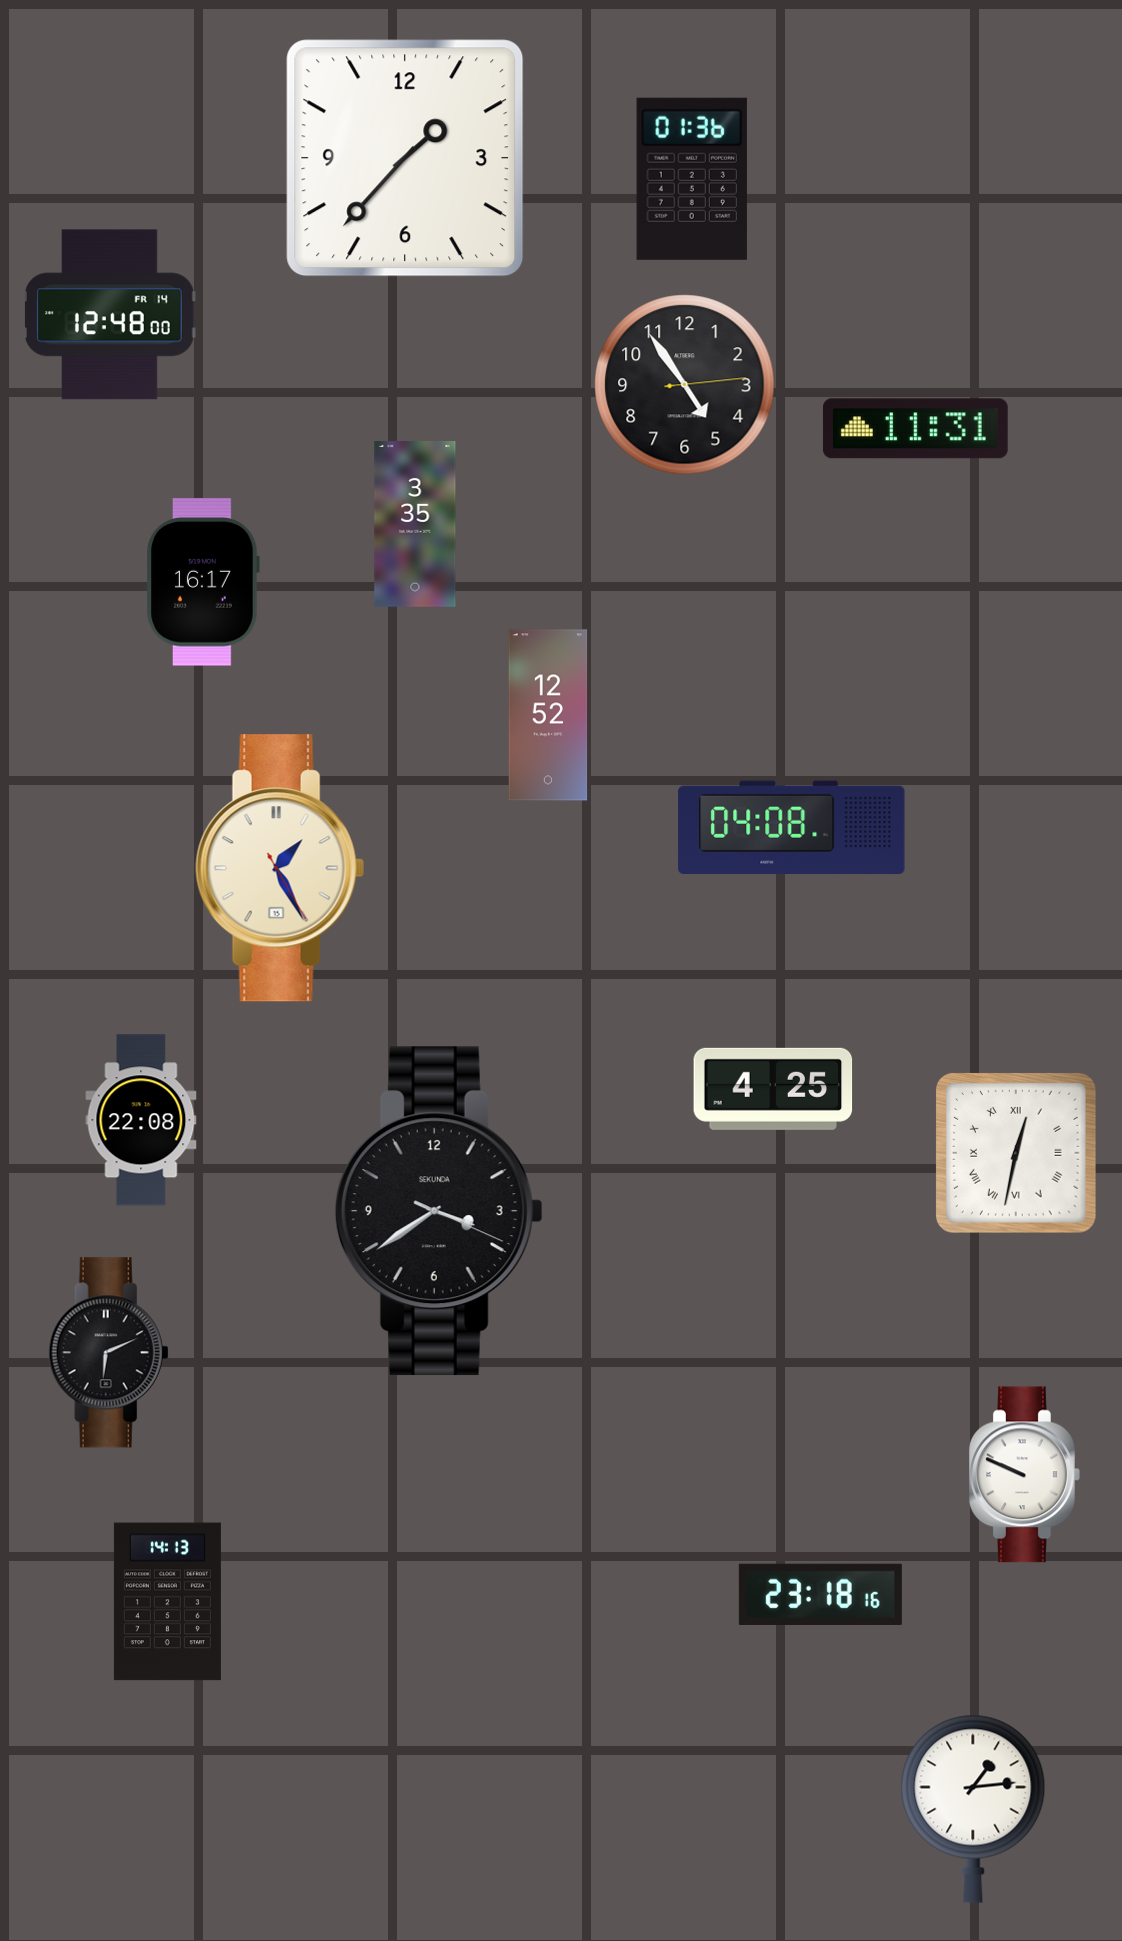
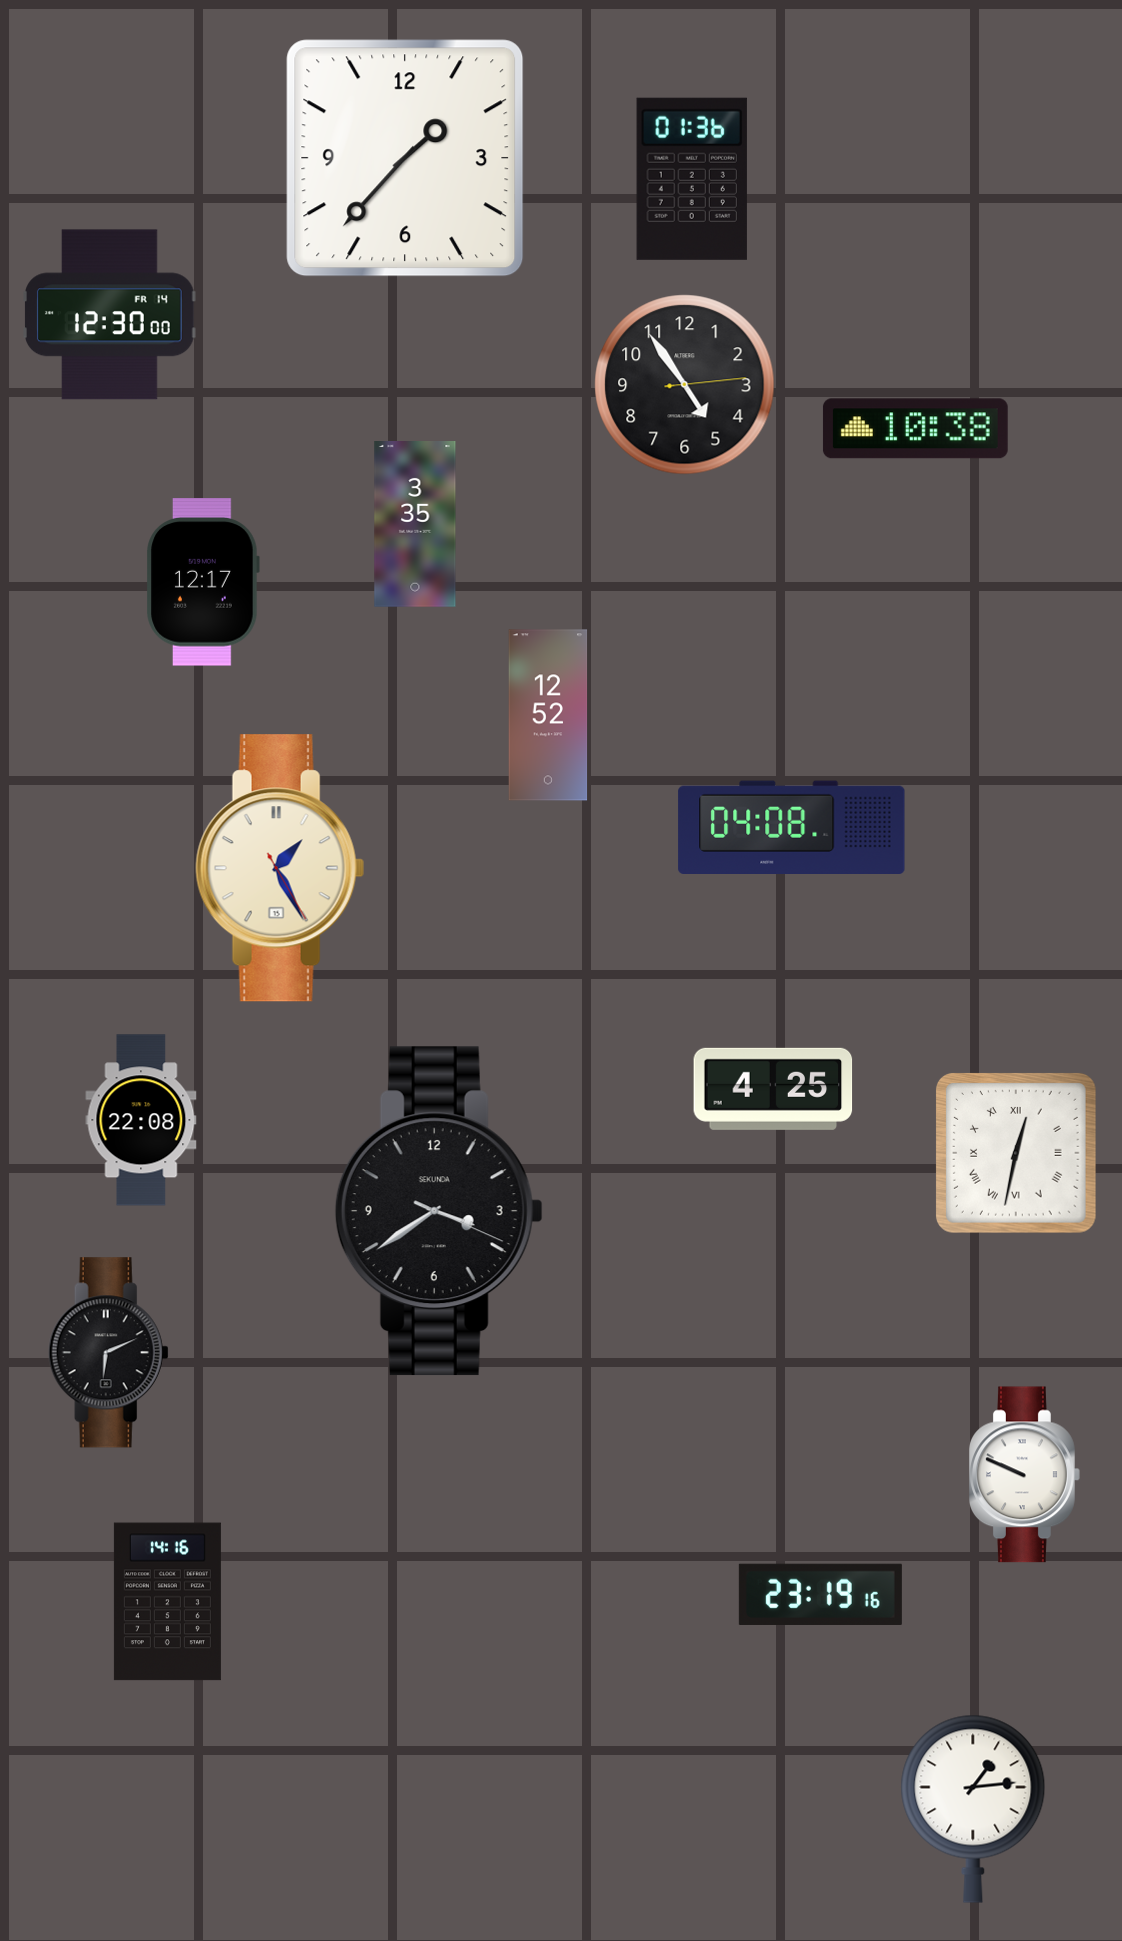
clock at (110, 315): 12:48 -> 12:30
clock at (915, 429): 11:31 -> 10:38
clock at (203, 582): 16:17 -> 12:17
clock at (820, 1594): 23:18 -> 23:19
clock at (167, 1602): 14:13 -> 14:16
